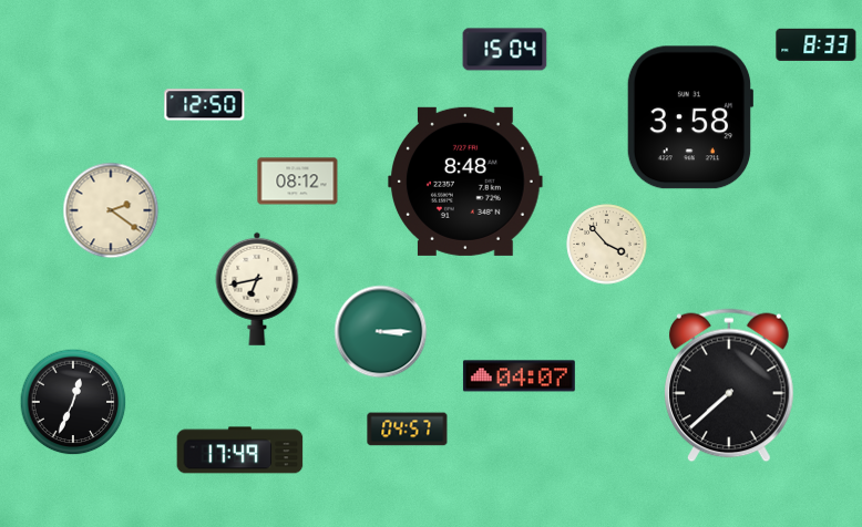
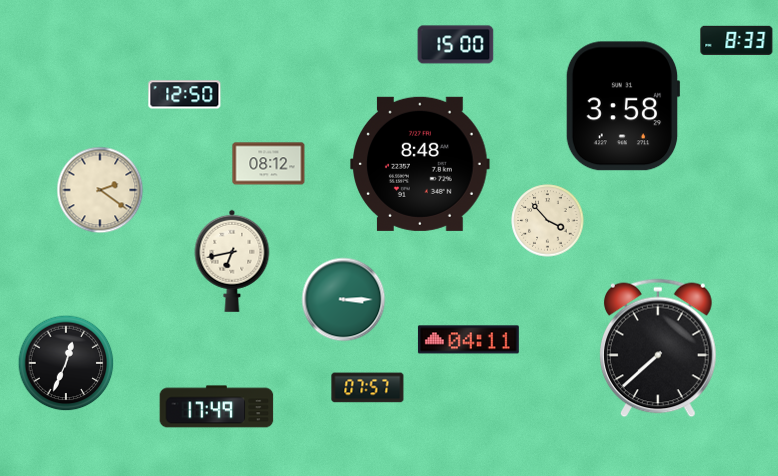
clock at (505, 50): 15:04 -> 15:00
clock at (519, 376): 04:07 -> 04:11
clock at (408, 430): 04:57 -> 07:57
